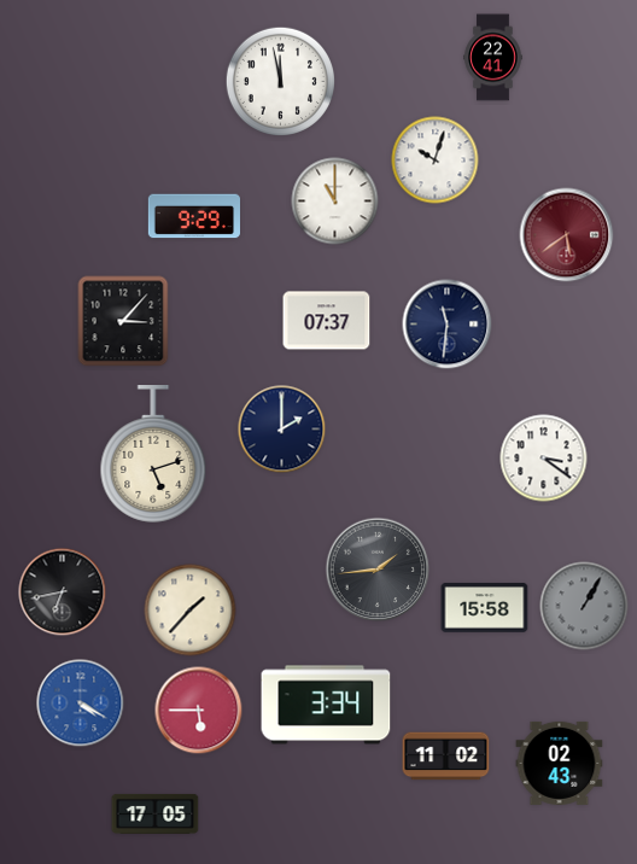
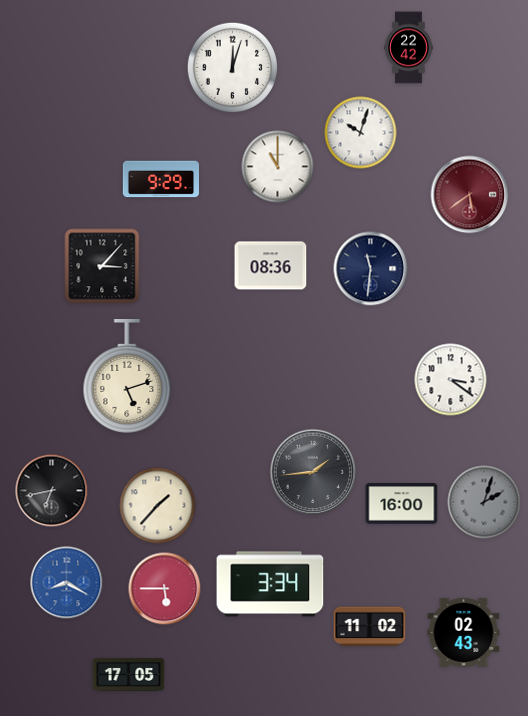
clock at (493, 58): 22:41 -> 22:42
clock at (280, 81): 11:58 -> 12:03
clock at (327, 321): 07:37 -> 08:36
clock at (282, 430): 2:00 -> none
clock at (584, 606): 1:05 -> 2:03
clock at (485, 608): 15:58 -> 16:00
clock at (81, 704): 4:20 -> 8:20
